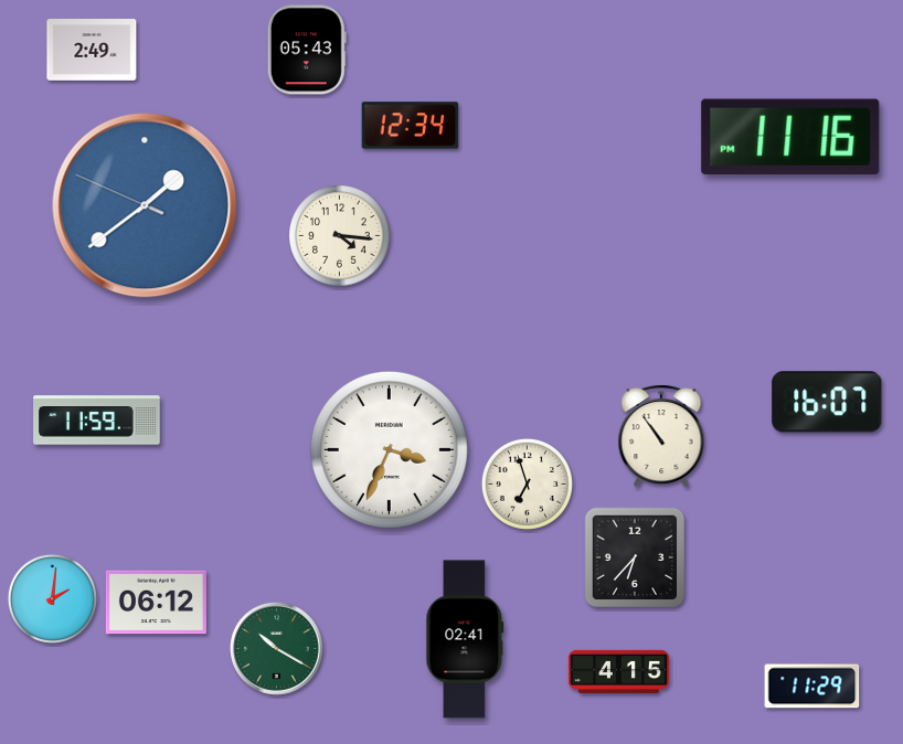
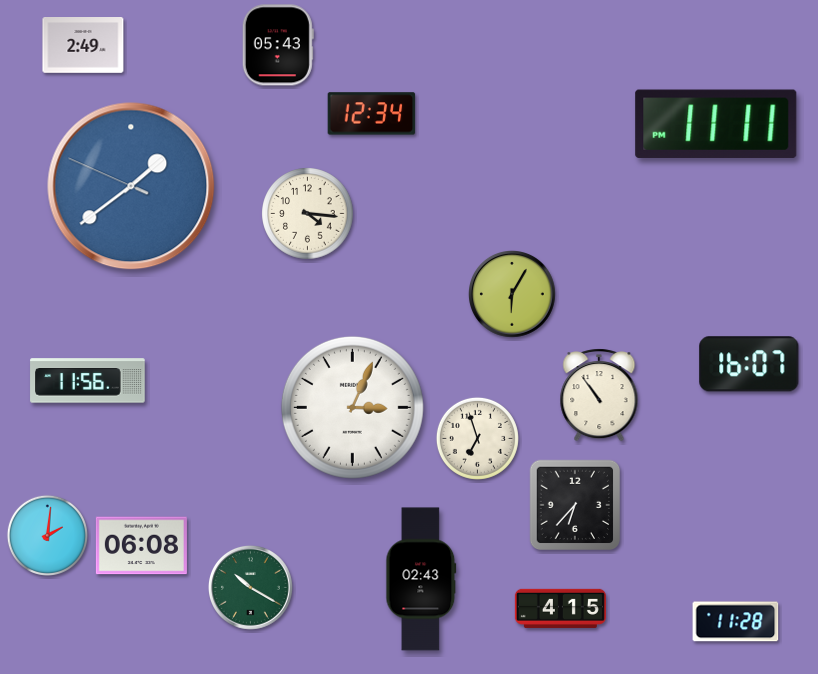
clock at (790, 137): 11:16 -> 11:11
clock at (513, 295): none -> 6:05
clock at (97, 421): 11:59 -> 11:56
clock at (389, 449): 3:34 -> 3:04
clock at (52, 598) position: (52, 598) -> (47, 535)
clock at (156, 603): 06:12 -> 06:08
clock at (465, 639): 02:41 -> 02:43
clock at (812, 687): 11:29 -> 11:28
